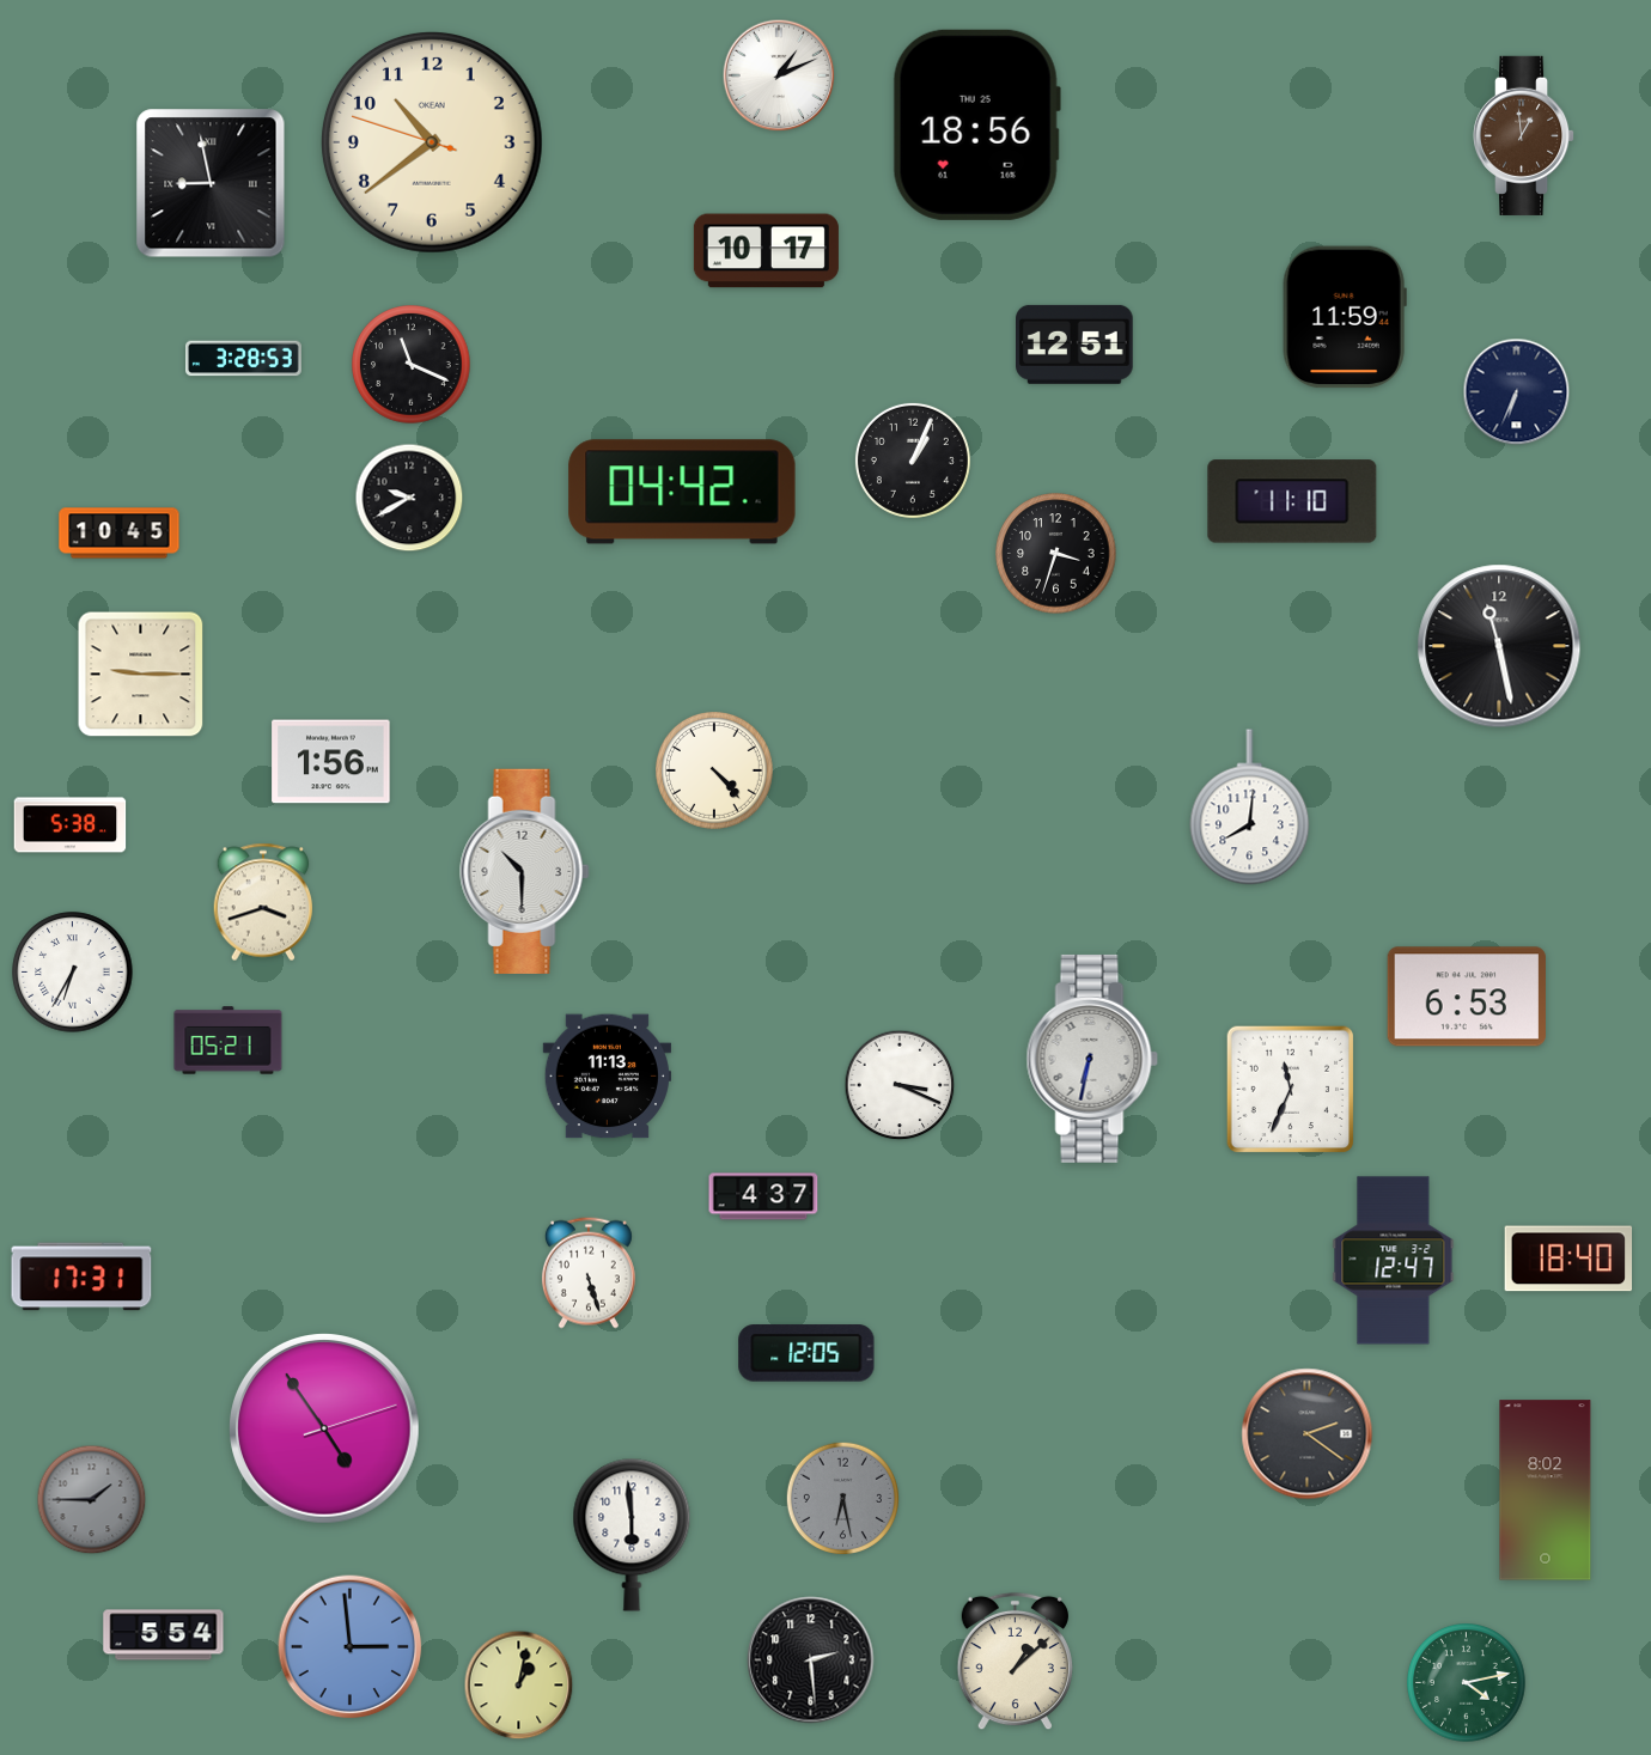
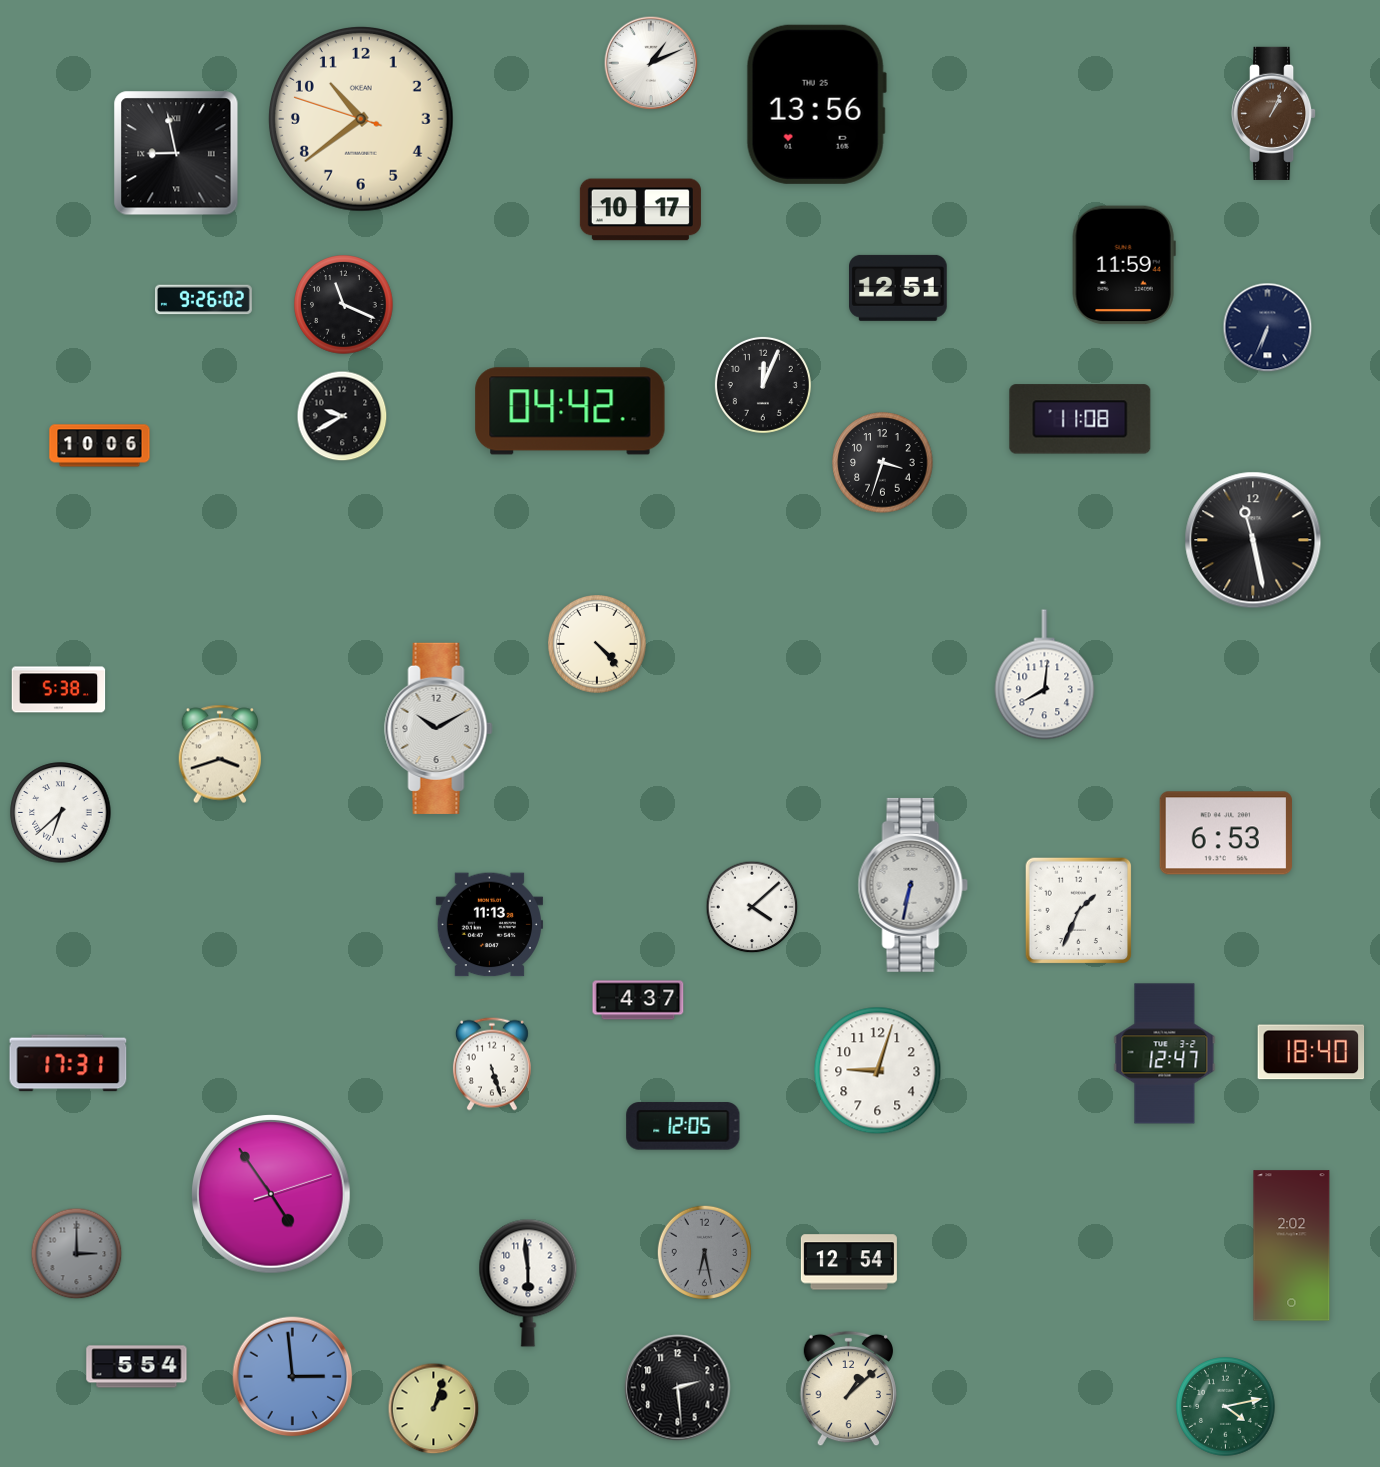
clock at (976, 124): 18:56 -> 13:56
clock at (1525, 135): 12:59 -> 1:04
clock at (244, 359): 3:28 -> 9:26
clock at (913, 461): 1:04 -> 12:04
clock at (1292, 501): 11:10 -> 11:08
clock at (120, 534): 10:45 -> 10:06
clock at (141, 675): 9:15 -> none
clock at (331, 762): 1:56 -> none
clock at (525, 871): 10:30 -> 10:10
clock at (73, 973): 6:35 -> 6:38
clock at (229, 1041): 05:21 -> none
clock at (607, 1077) position: (607, 1077) -> (489, 925)
clock at (900, 1085): 3:19 -> 4:08
clock at (1290, 1090): 11:34 -> 1:34
clock at (81, 1276) position: (81, 1276) -> (68, 1063)
clock at (878, 1071): none -> 9:03
clock at (806, 1353) position: (806, 1353) -> (683, 1126)
clock at (1308, 1434): 2:21 -> none
clock at (1546, 1491): 8:02 -> 2:02
clock at (92, 1500): 1:45 -> 3:00
clock at (849, 1262): none -> 12:54
clock at (519, 1686): 1:02 -> 1:03
